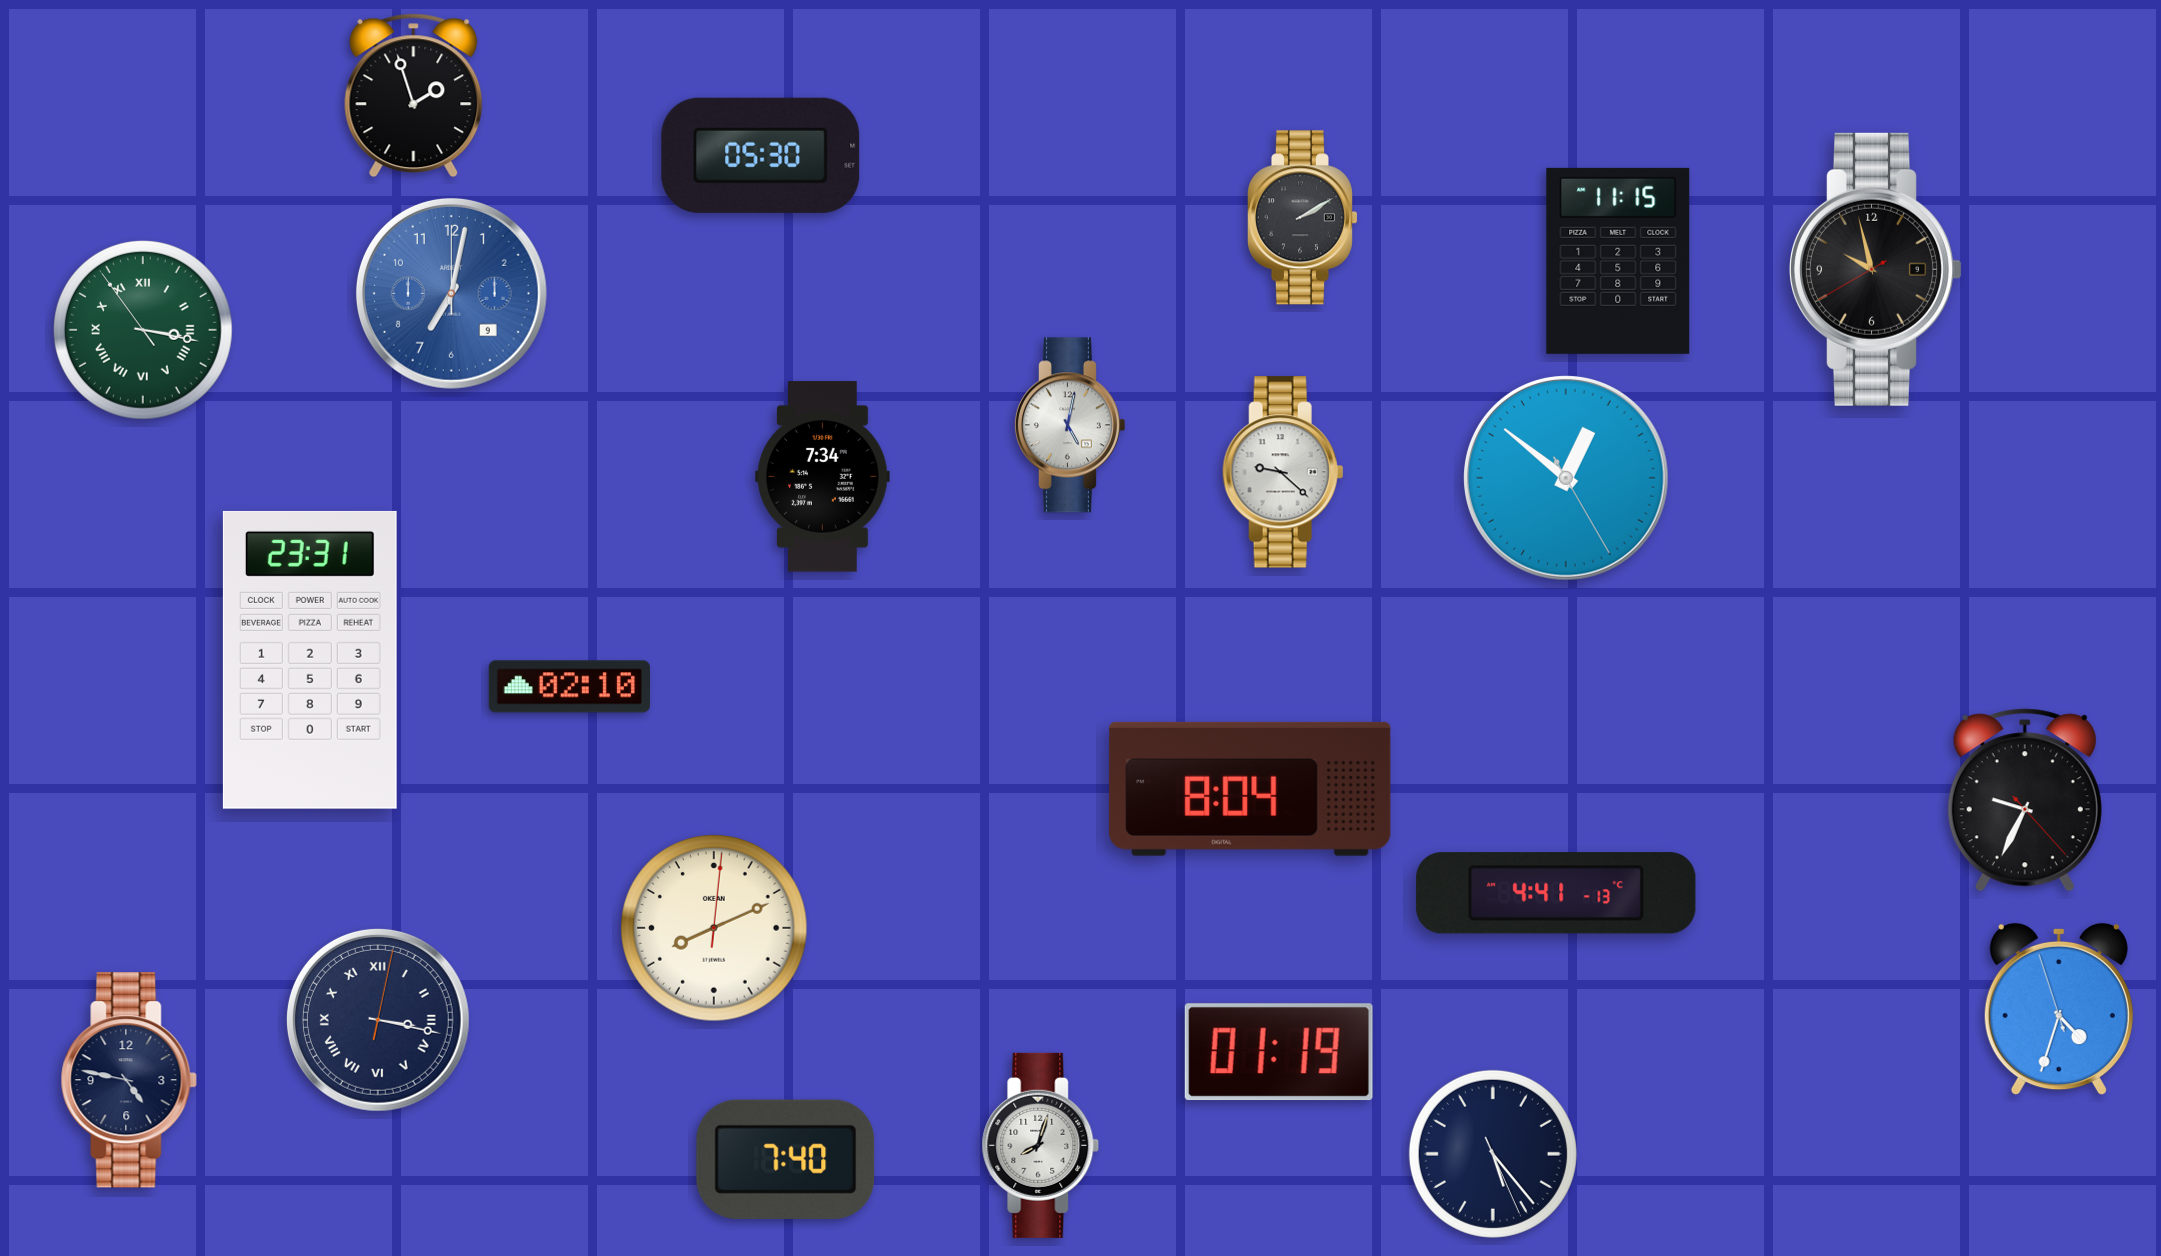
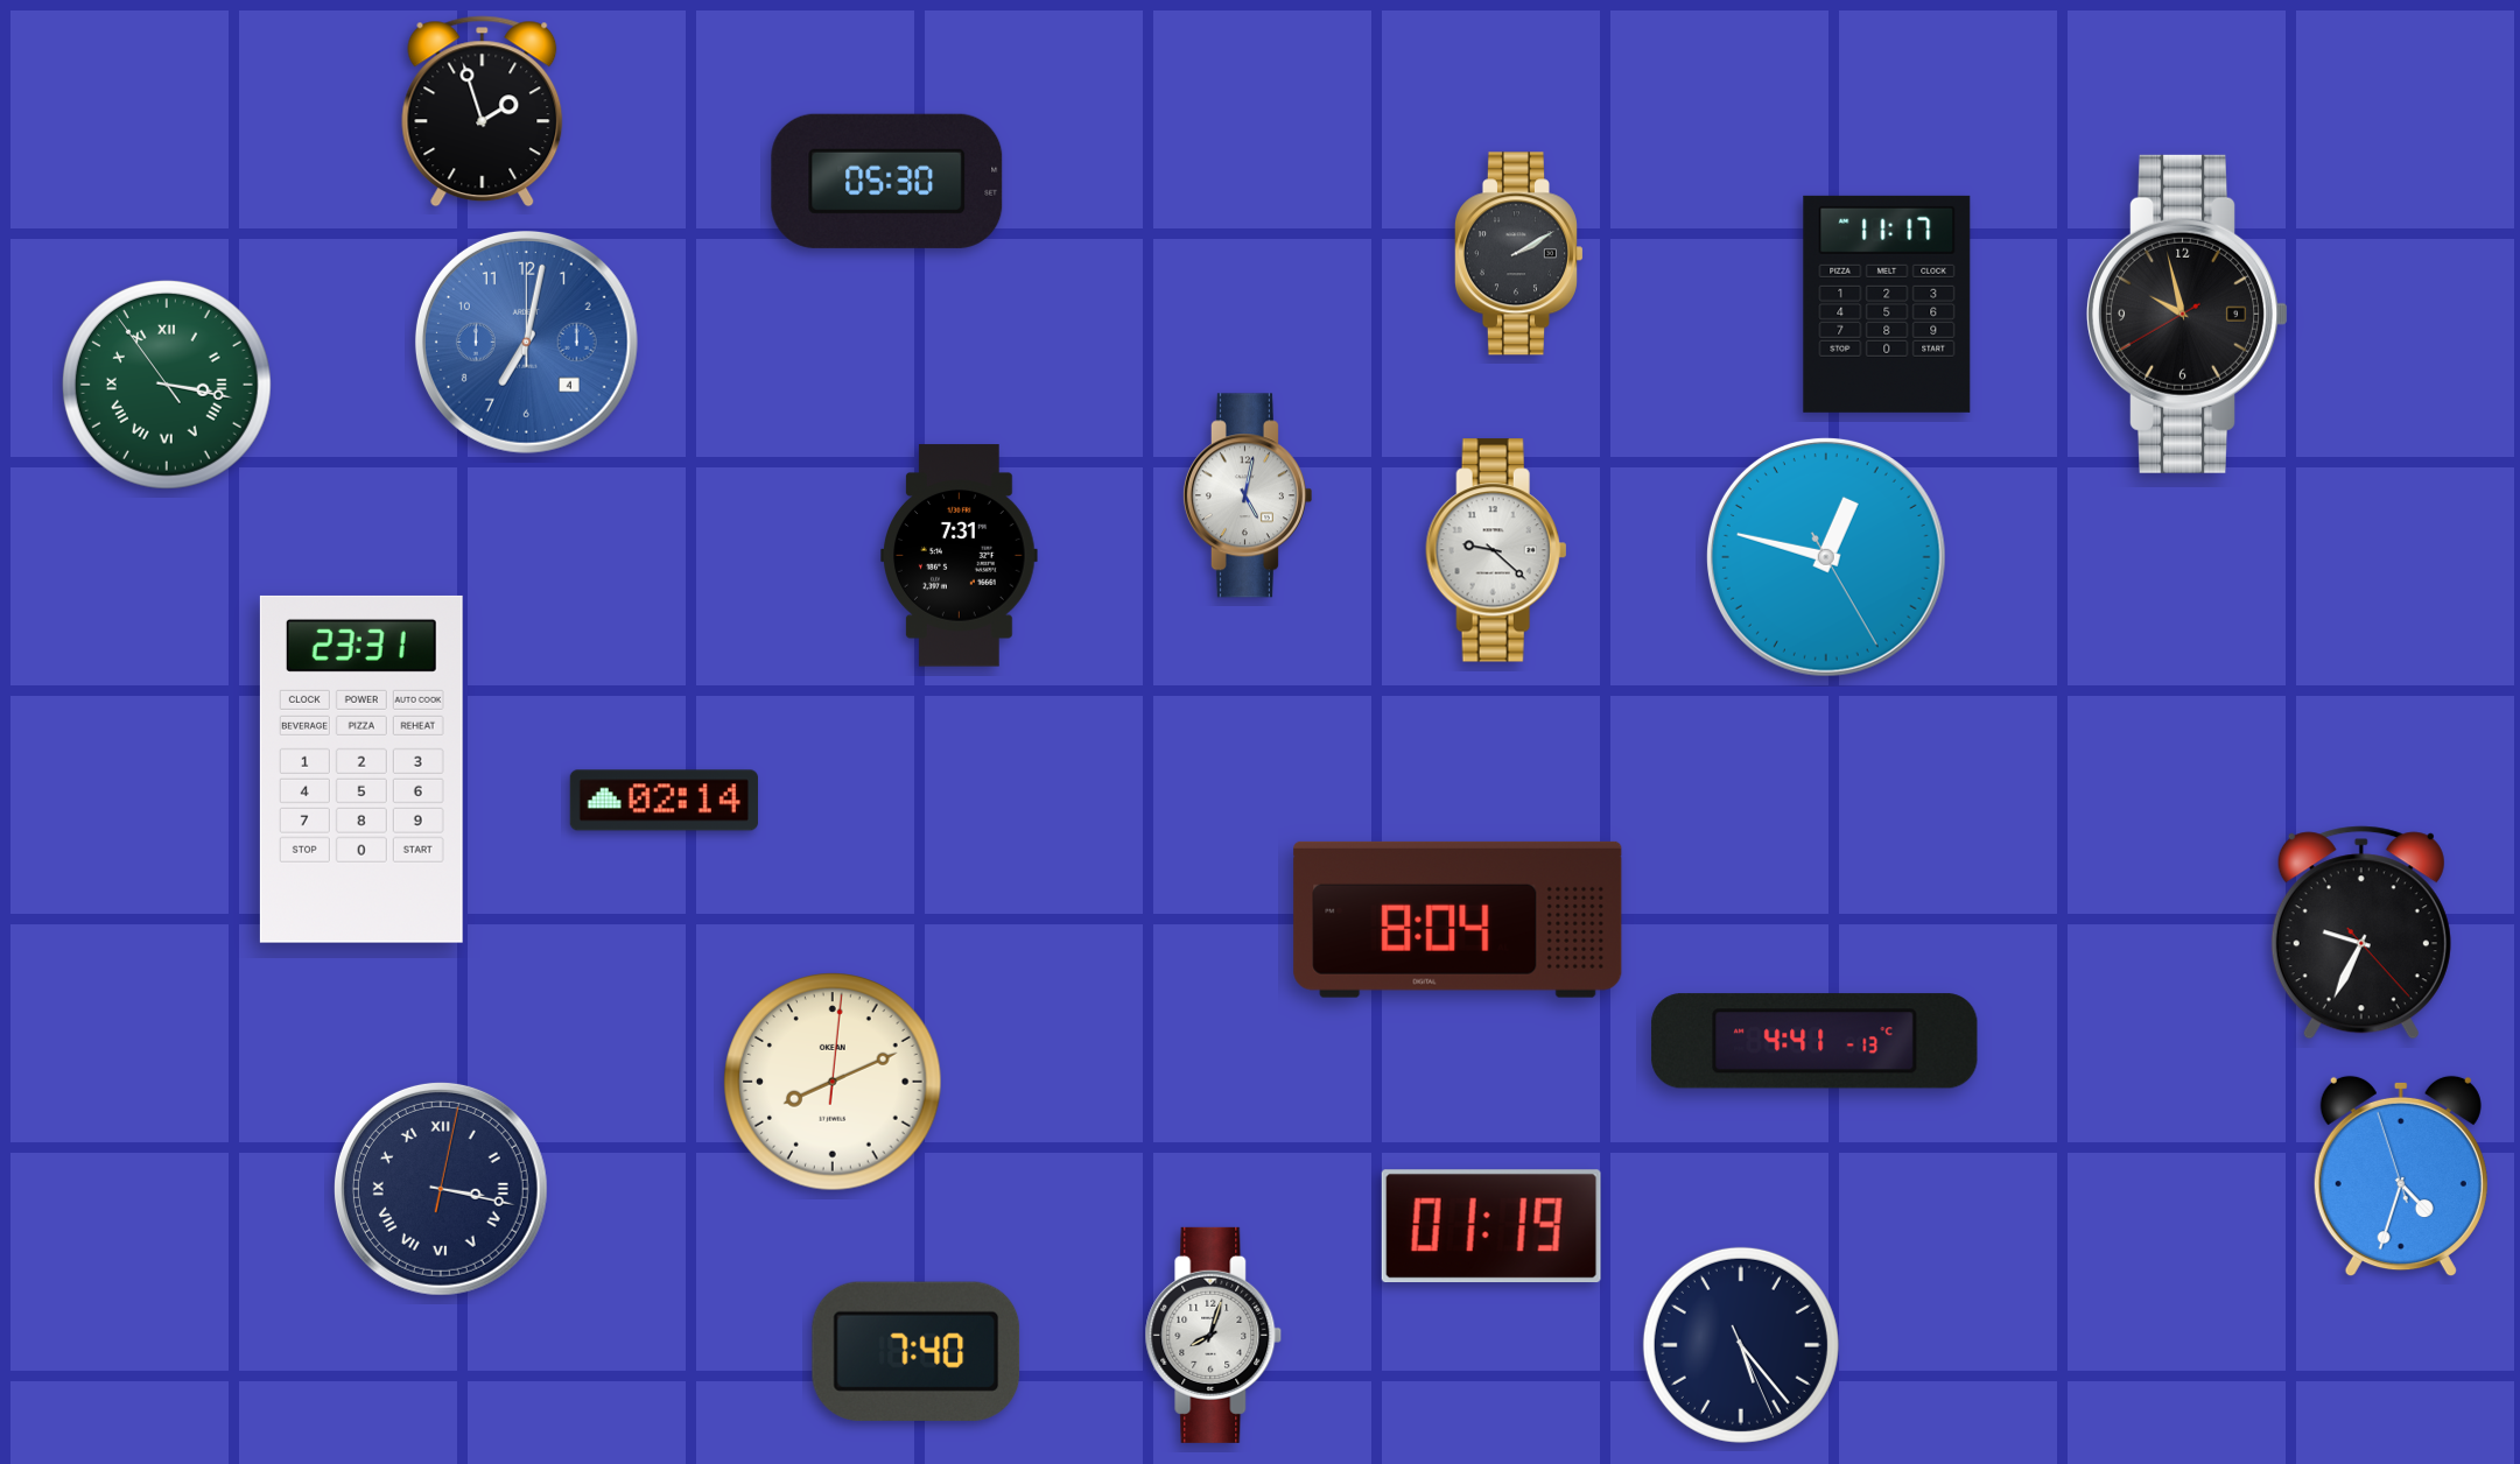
clock at (1618, 261): 11:15 -> 11:17
clock at (451, 293) date: 9 -> 4
clock at (823, 477): 7:34 -> 7:31
clock at (1566, 478): 12:51 -> 12:47
clock at (569, 687): 02:10 -> 02:14
clock at (129, 1080): 4:47 -> none
